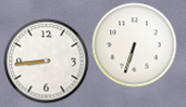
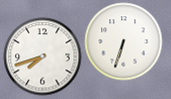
clock at (46, 61): 8:44 -> 7:42
